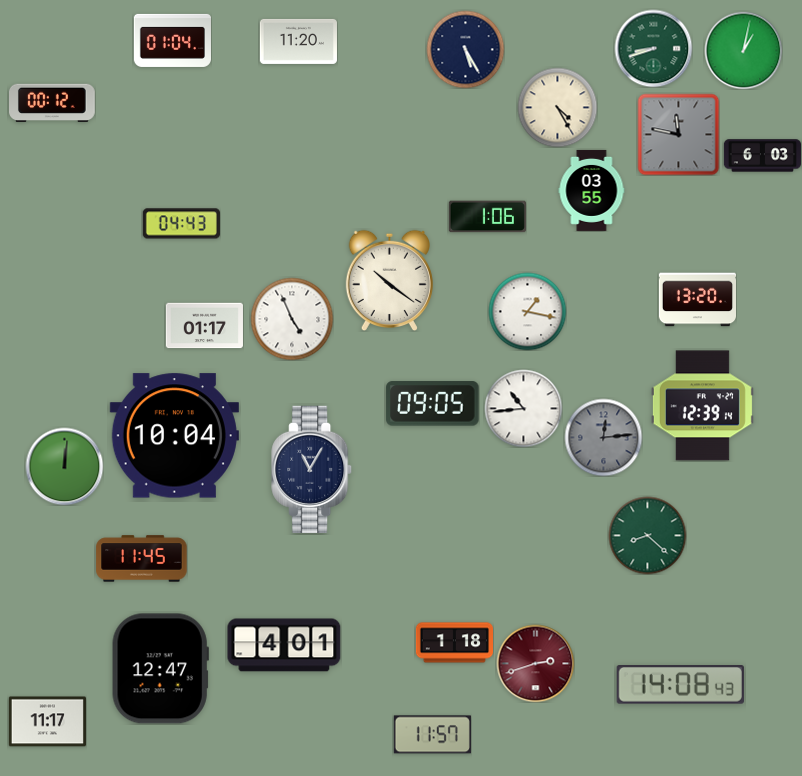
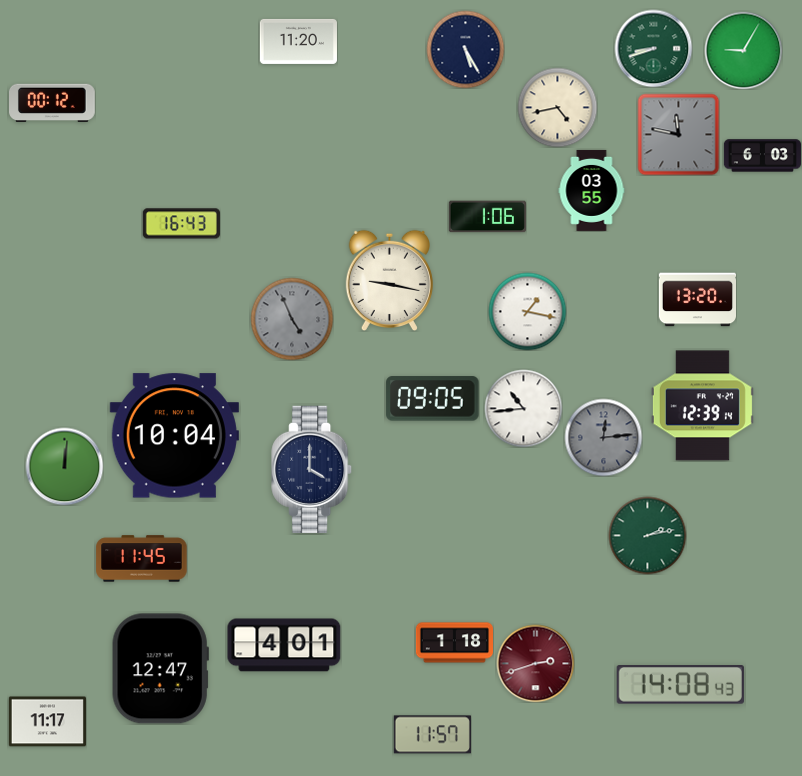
clock at (172, 40): 01:04 -> none
clock at (743, 50): 1:02 -> 9:05
clock at (557, 107): 4:25 -> 4:43
clock at (181, 224): 04:43 -> 16:43
clock at (389, 280): 10:21 -> 9:17
clock at (292, 319) dial: white -> grey
clock at (204, 326): 01:17 -> none
clock at (433, 404) position: (433, 404) -> (433, 399)
clock at (312, 469): 11:05 -> 4:00
clock at (647, 535): 8:22 -> 2:13
